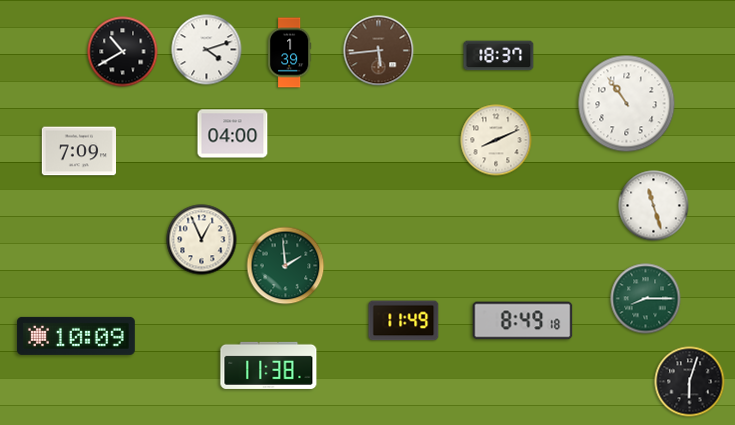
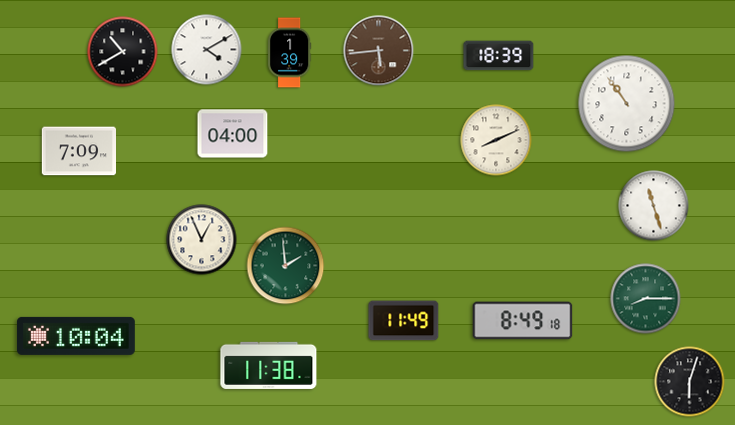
clock at (207, 50): 4:12 -> 4:10
clock at (499, 56): 18:37 -> 18:39
clock at (76, 336): 10:09 -> 10:04
